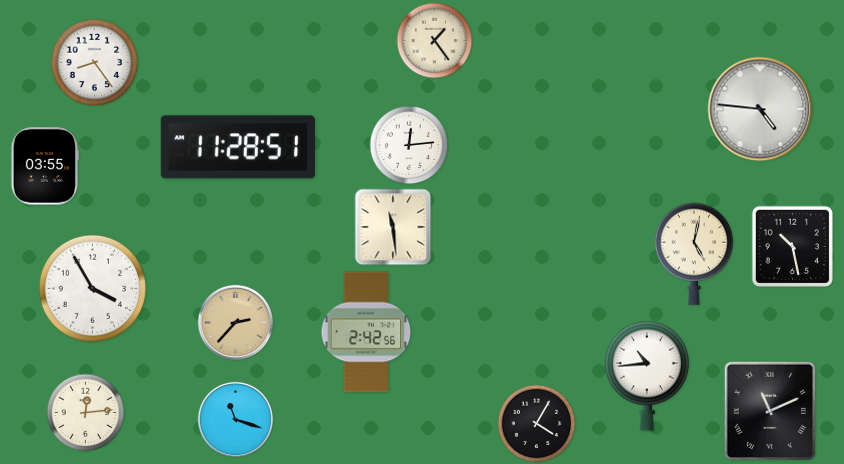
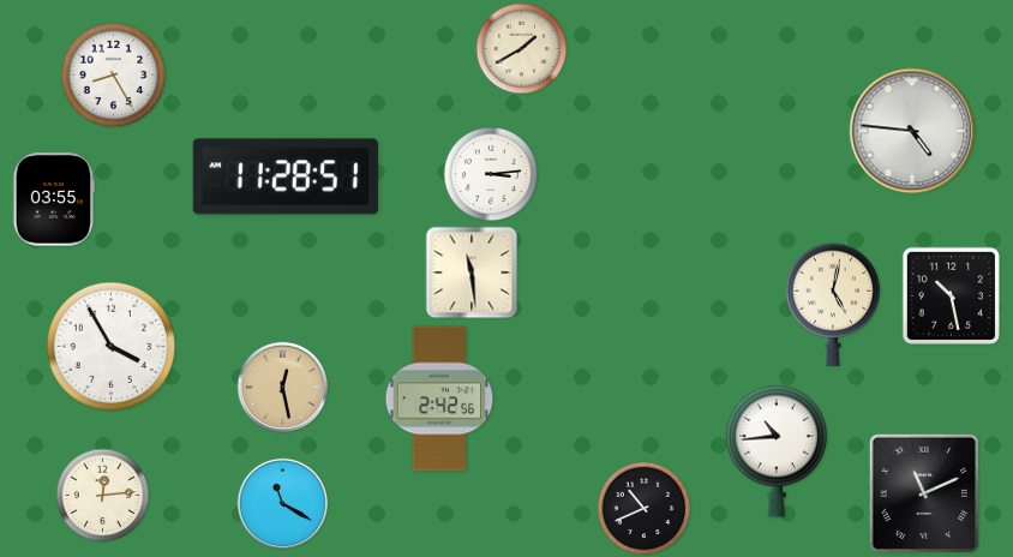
clock at (435, 41): 1:24 -> 1:40
clock at (95, 63): 8:24 -> 8:25
clock at (409, 145): 12:14 -> 3:14
clock at (235, 322): 2:37 -> 12:28
clock at (235, 419): 11:18 -> 11:20
clock at (537, 424): 4:05 -> 10:41
